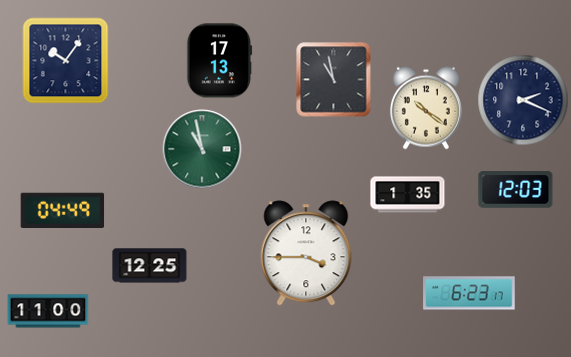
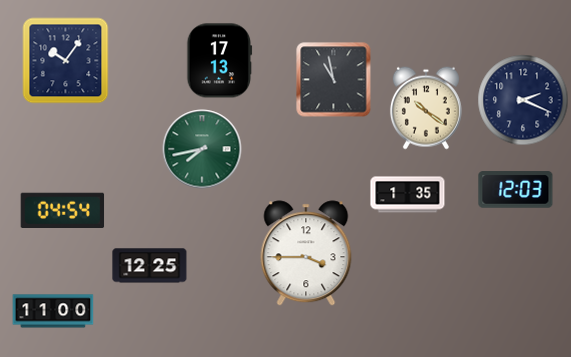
clock at (202, 149): 10:58 -> 7:43
clock at (63, 210): 04:49 -> 04:54
clock at (469, 293): 6:23 -> none
clock at (48, 311) position: (48, 311) -> (53, 311)
